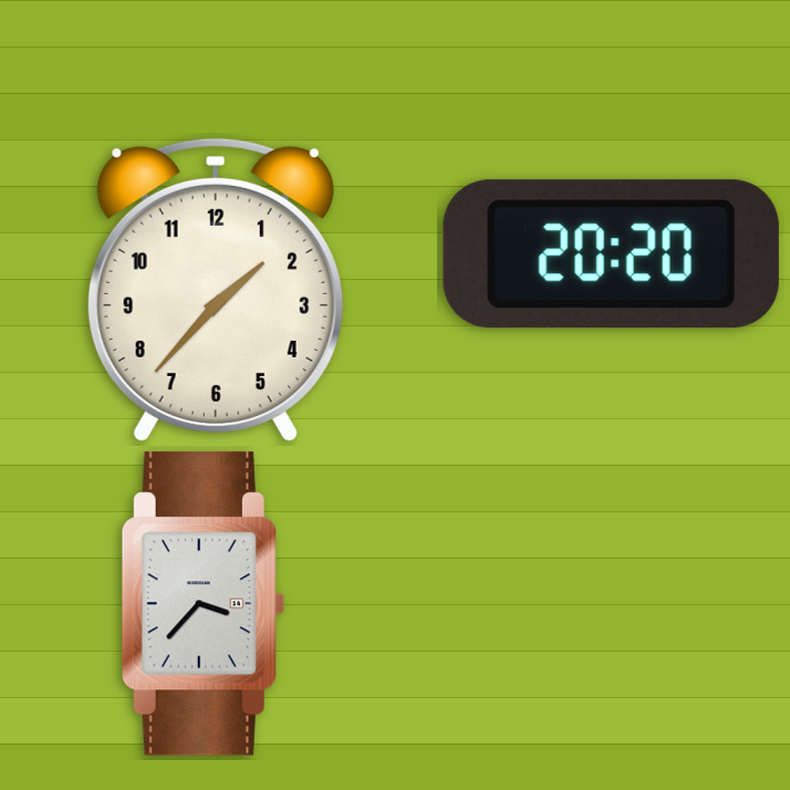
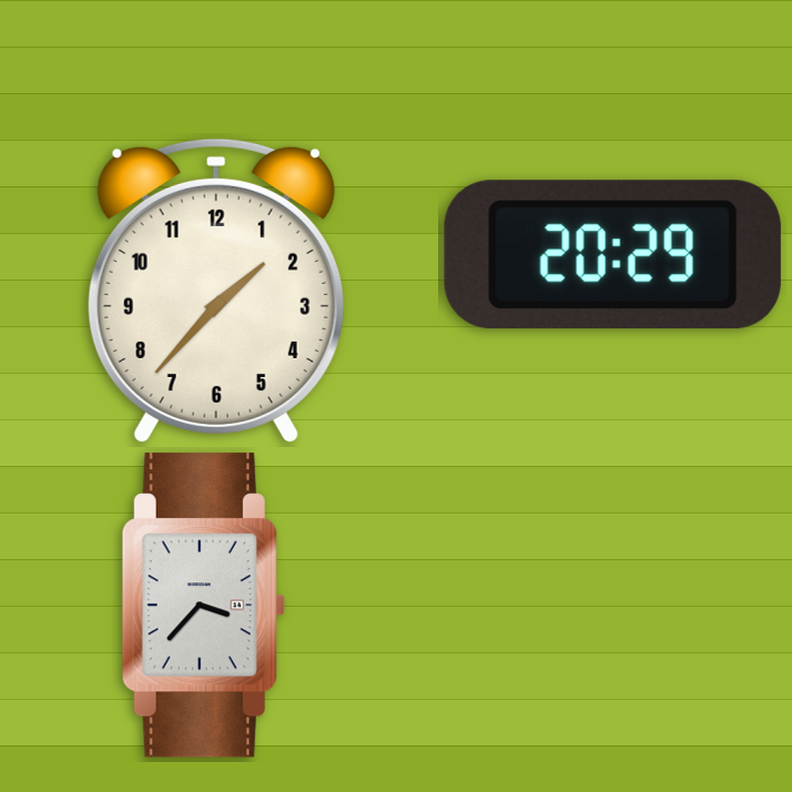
clock at (611, 254): 20:20 -> 20:29
